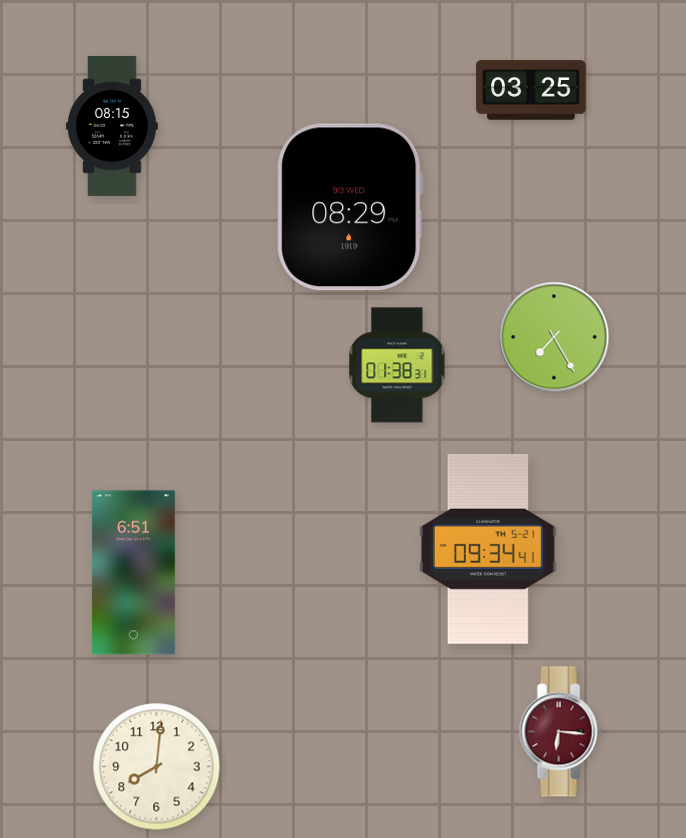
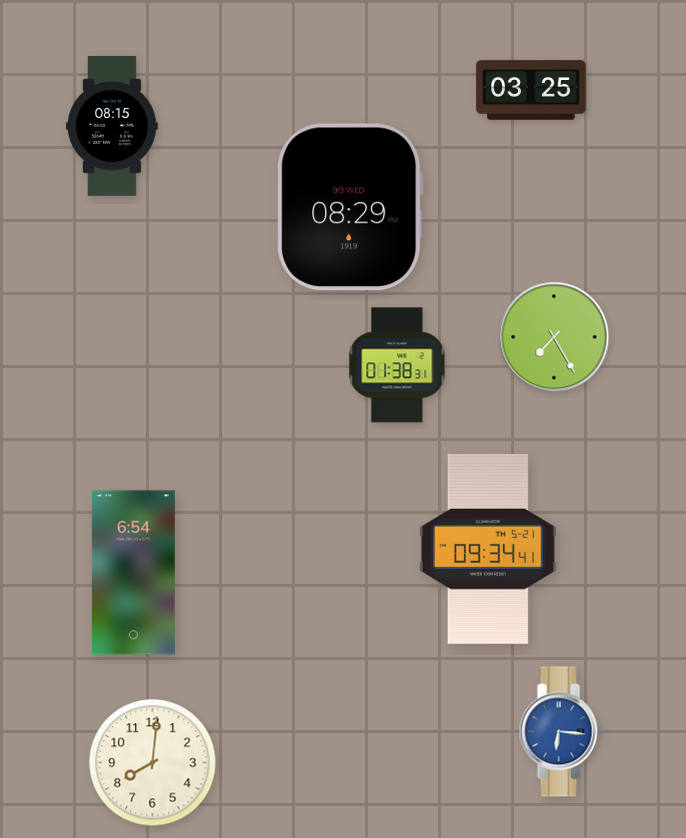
clock at (133, 573): 6:51 -> 6:54
clock at (560, 732) dial: burgundy -> blue
clock at (157, 767) position: (157, 767) -> (153, 763)
